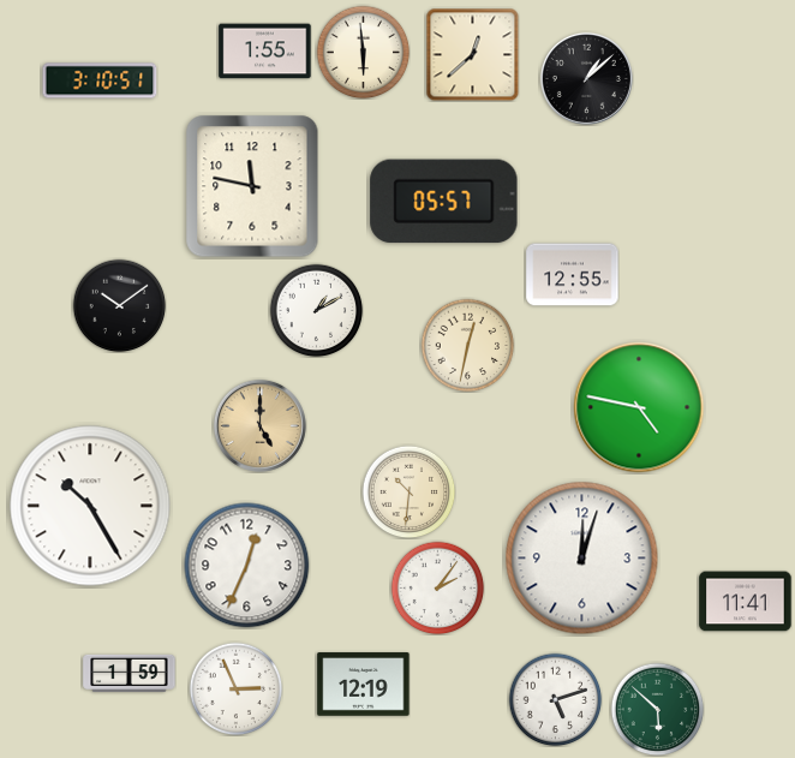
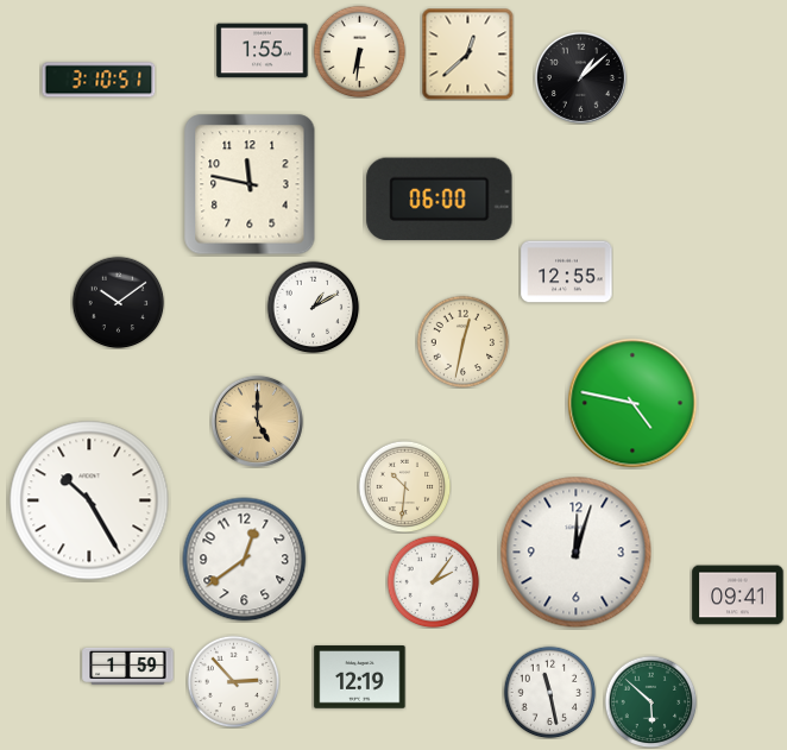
clock at (363, 52): 5:59 -> 6:31
clock at (444, 202): 05:57 -> 06:00
clock at (247, 566): 12:34 -> 12:39
clock at (746, 602): 11:41 -> 09:41
clock at (235, 688): 2:56 -> 2:53
clock at (555, 699): 5:12 -> 11:28
